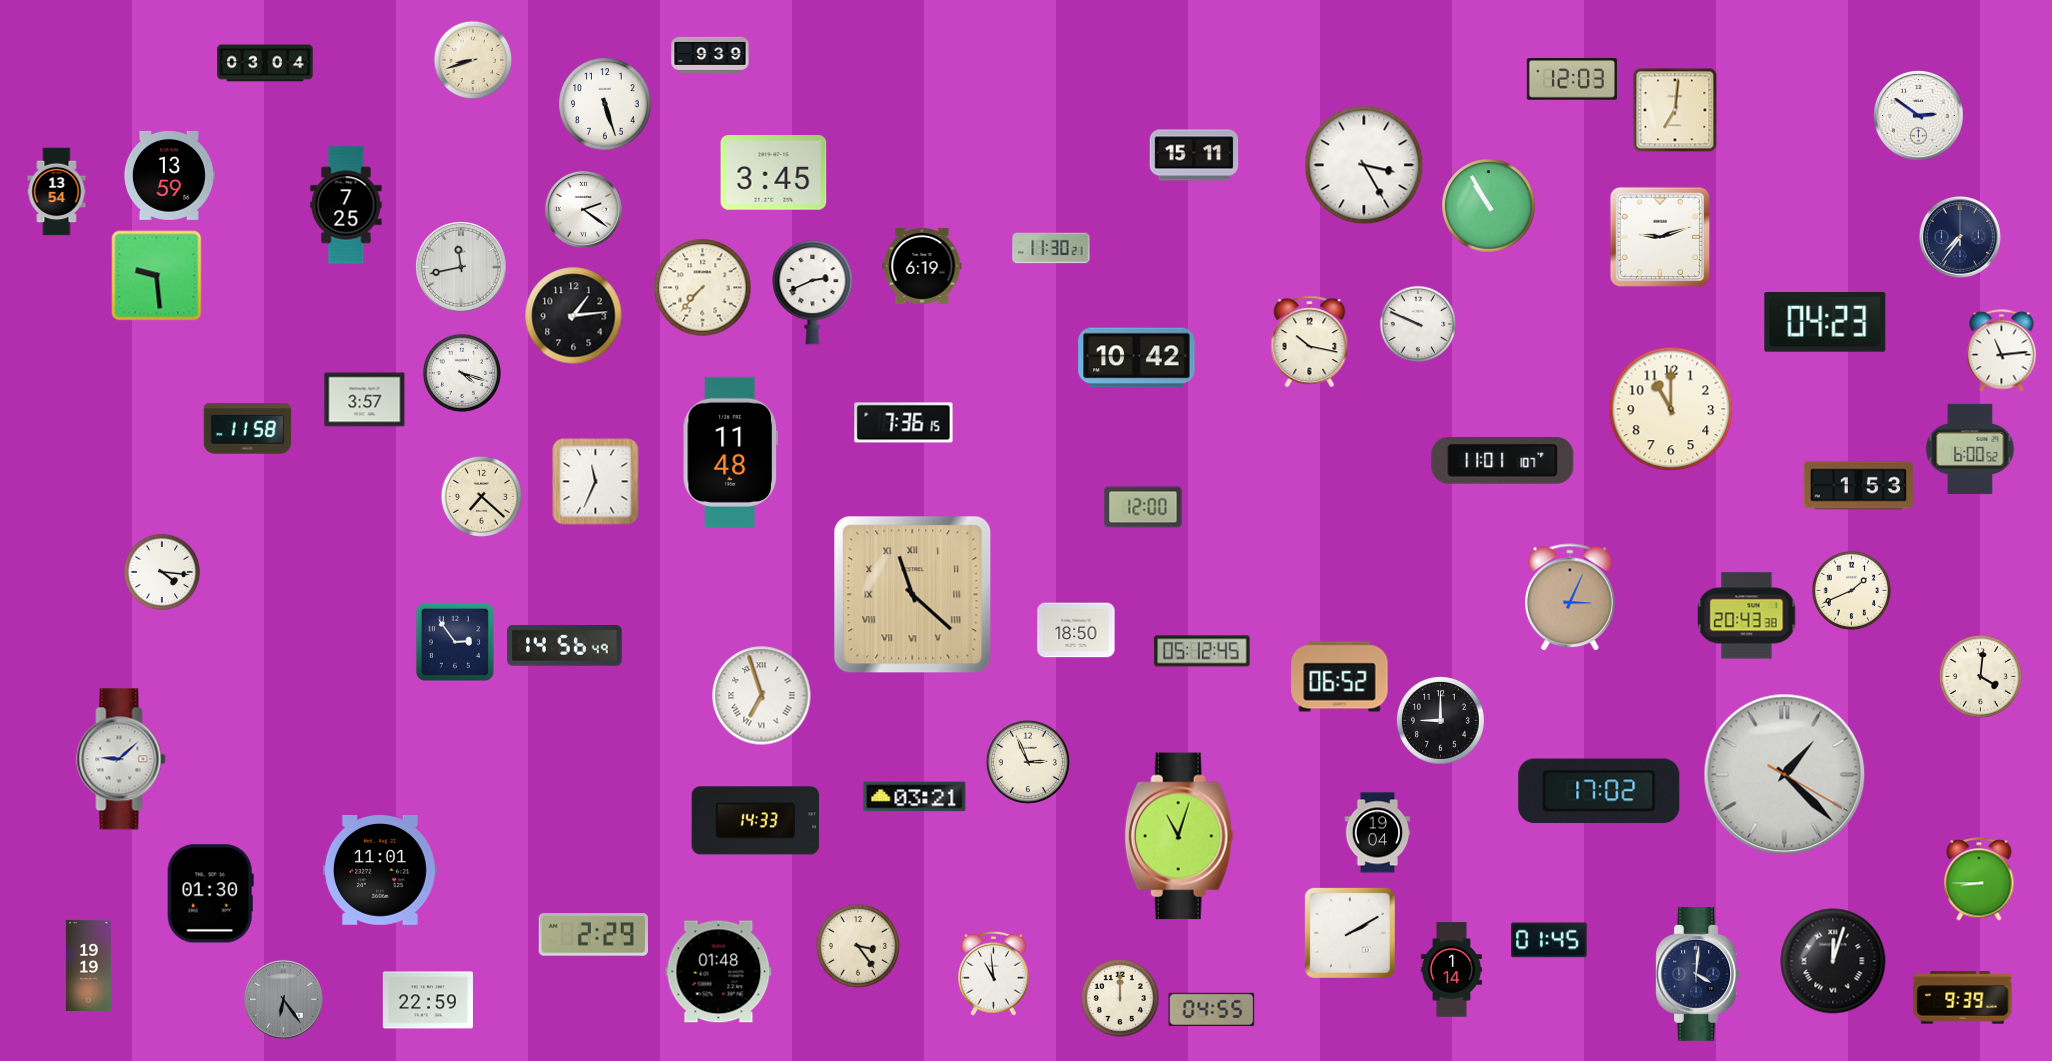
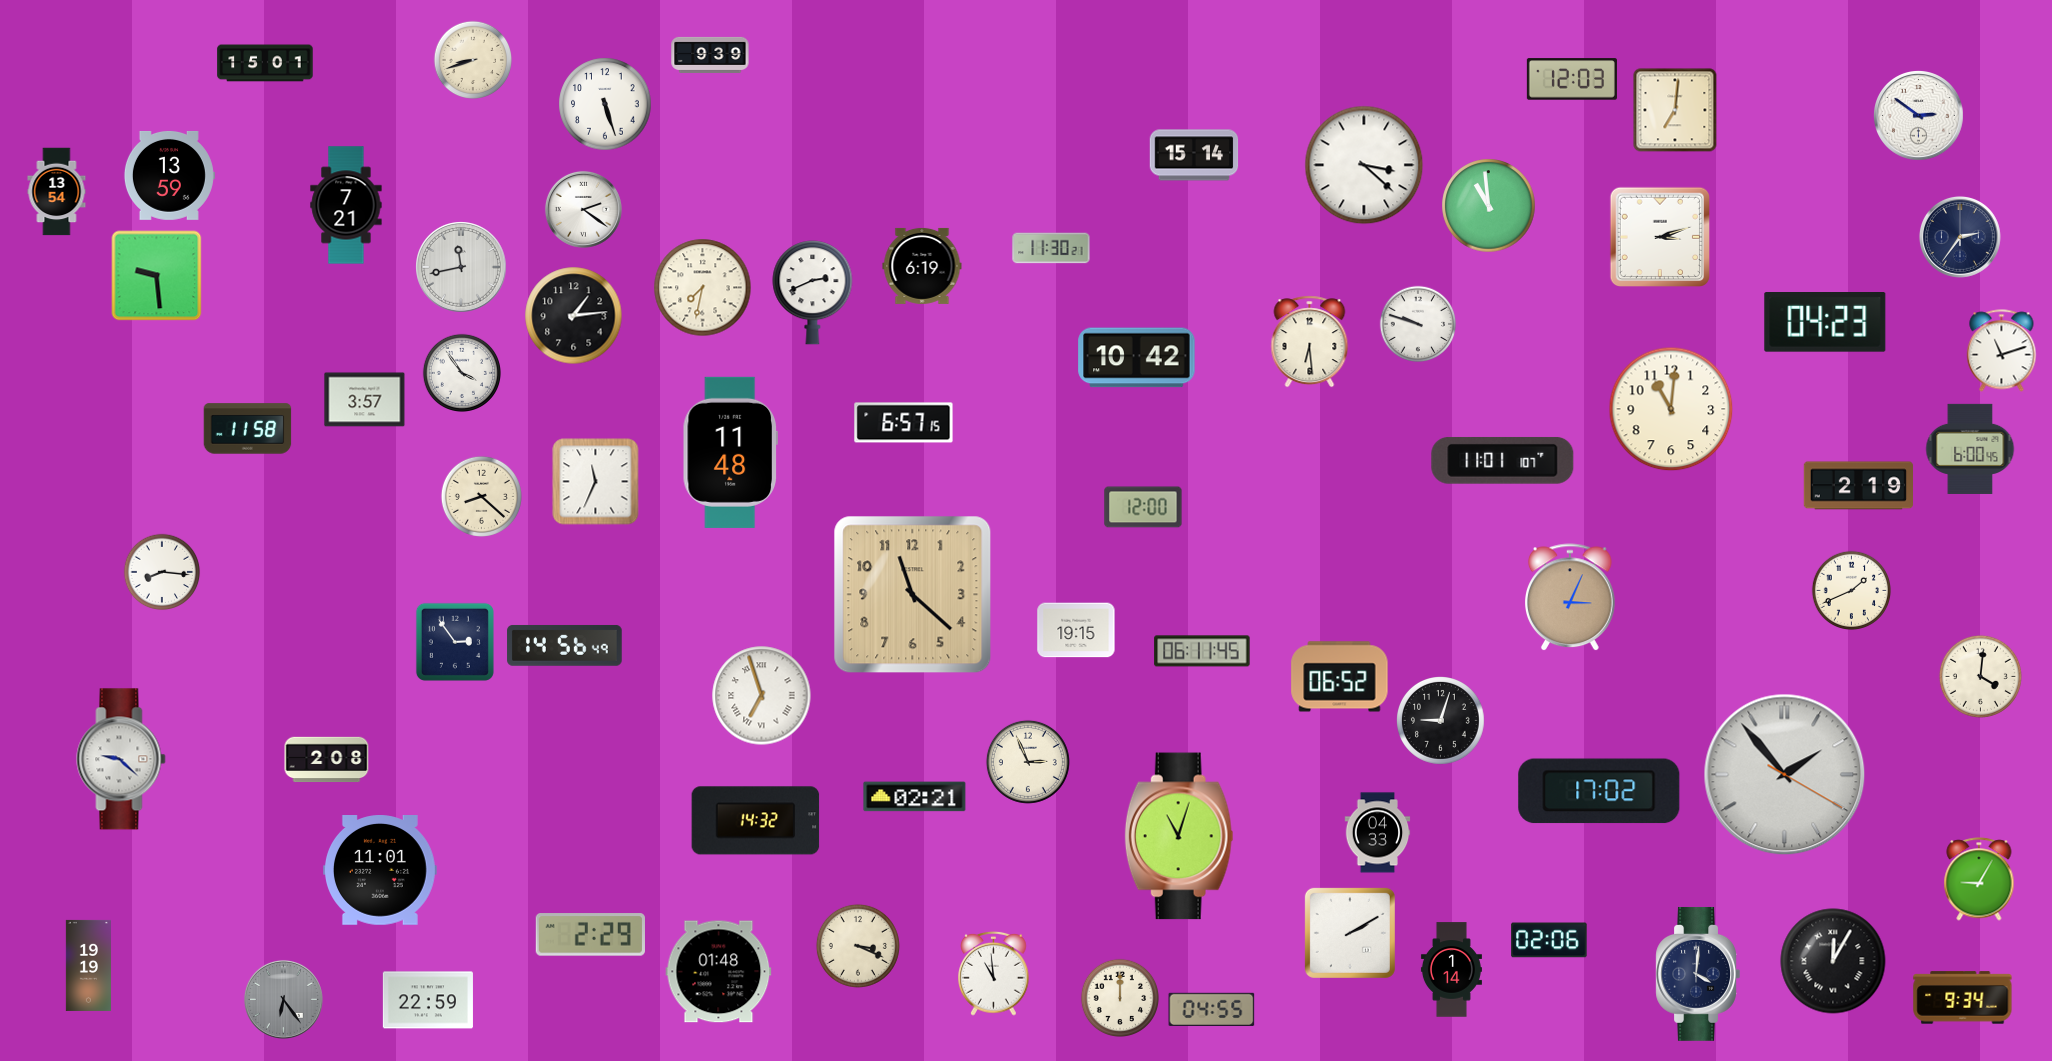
clock at (265, 63): 03:04 -> 15:01
clock at (1194, 155): 15:11 -> 15:14
clock at (1364, 165): 3:25 -> 3:22
clock at (774, 173): 3:45 -> none
clock at (346, 205): 7:25 -> 7:21
clock at (1489, 206): 10:55 -> 10:59
clock at (1660, 237): 9:12 -> 3:12
clock at (1960, 237): 7:36 -> 2:36
clock at (703, 288): 7:37 -> 7:32
clock at (1418, 324): 9:49 -> 9:48
clock at (1310, 342): 10:17 -> 6:29
clock at (2002, 351): 11:14 -> 11:12
clock at (461, 372): 4:18 -> 3:54
clock at (1671, 409): 11:00 -> 11:01
clock at (904, 423): 7:36 -> 6:57
clock at (1970, 449): 6:00:52 -> 6:00:45
clock at (1858, 486): 1:53 -> 2:19
clock at (481, 496): 7:22 -> 8:22
clock at (162, 572): 4:16 -> 8:16
clock at (913, 595) numerals: Roman -> Arabic
clock at (1747, 616): 20:43 -> none
clock at (1076, 630): 18:50 -> 19:15
clock at (1202, 651): 05:12 -> 06:11
clock at (1441, 721): 9:00 -> 9:03
clock at (121, 759): 9:08 -> 9:22
clock at (327, 760): none -> 2:08
clock at (1785, 775): 1:22 -> 1:53
clock at (915, 797): 03:21 -> 02:21
clock at (756, 821): 14:33 -> 14:32
clock at (1378, 833): 19:04 -> 04:33
clock at (1979, 879): 8:45 -> 9:05
clock at (210, 894): 01:30 -> none
clock at (593, 935) position: (593, 935) -> (590, 935)
clock at (1549, 940): 01:45 -> 02:06
clock at (858, 946): 3:24 -> 3:19
clock at (1833, 961): 12:03 -> 12:05
clock at (1963, 998): 9:39 -> 9:34
